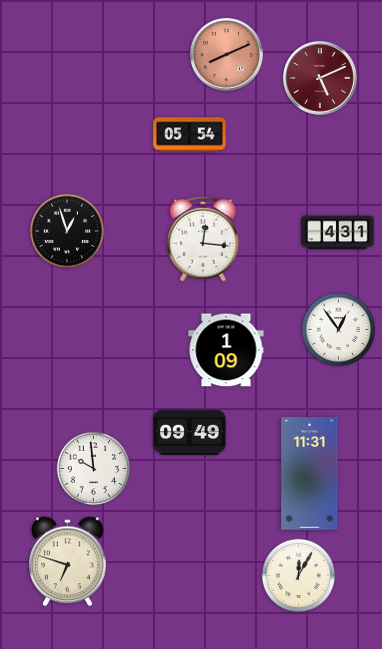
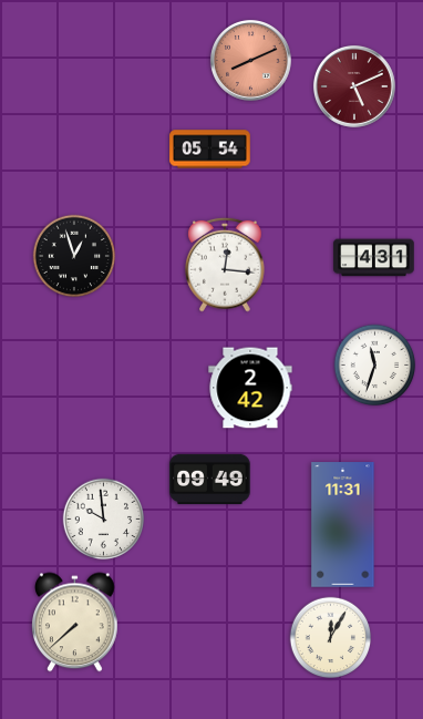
clock at (339, 330): 12:54 -> 11:33
clock at (226, 350): 1:09 -> 2:42
clock at (68, 562): 6:48 -> 7:38
